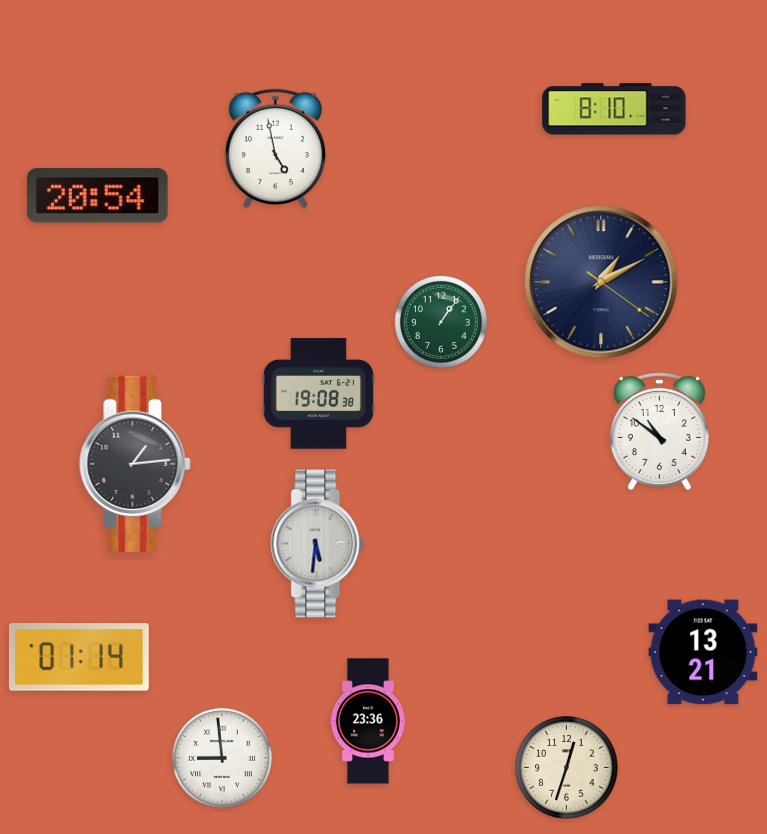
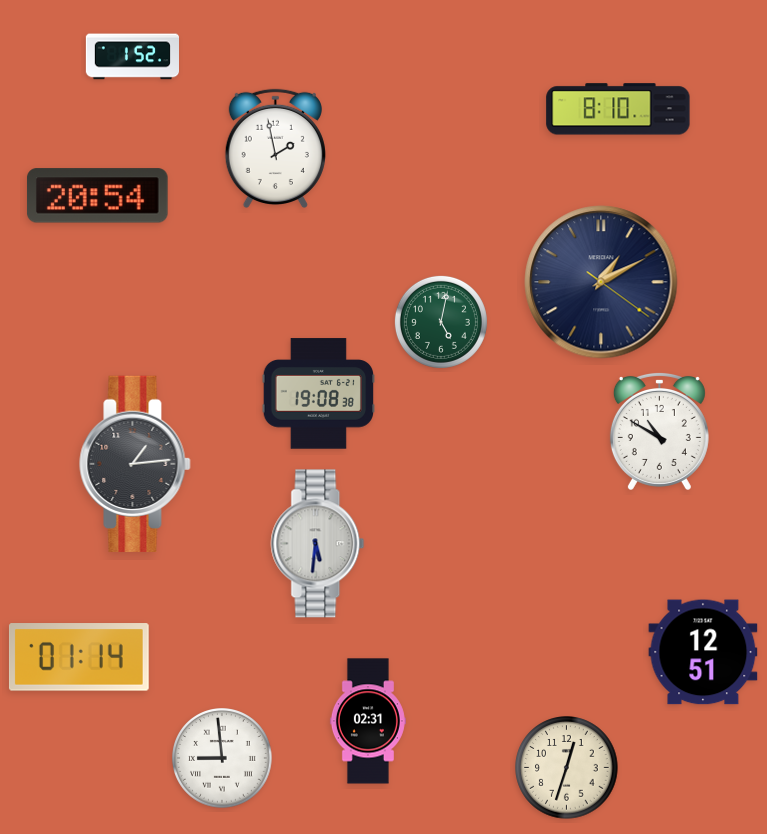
clock at (132, 57): none -> 1:52
clock at (614, 109) position: (614, 109) -> (618, 109)
clock at (275, 148): 4:58 -> 1:58
clock at (441, 322): 1:06 -> 5:02
clock at (659, 431): 10:51 -> 10:50
clock at (703, 652): 13:21 -> 12:51
clock at (368, 721): 23:36 -> 02:31
